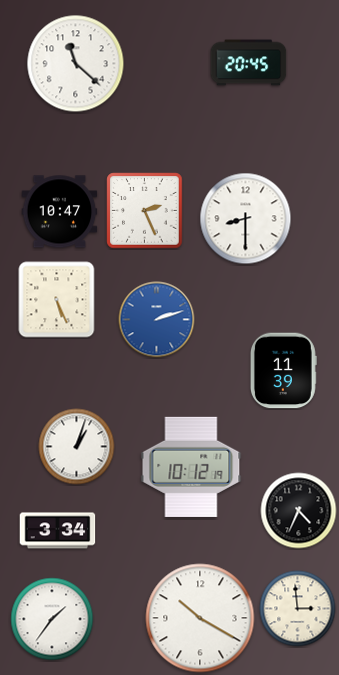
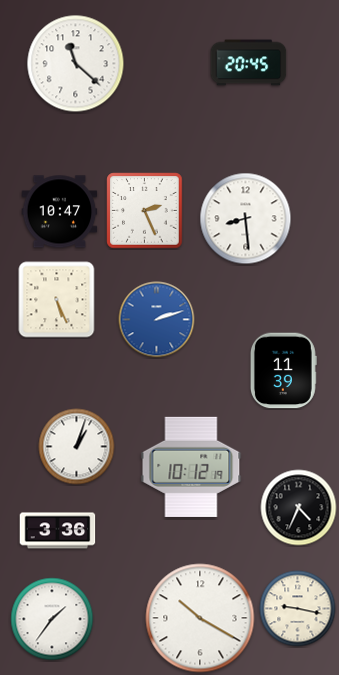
clock at (246, 219): 8:30 -> 8:29
clock at (299, 511) position: (299, 511) -> (299, 508)
clock at (58, 531): 3:34 -> 3:36
clock at (298, 609): 2:59 -> 9:17
